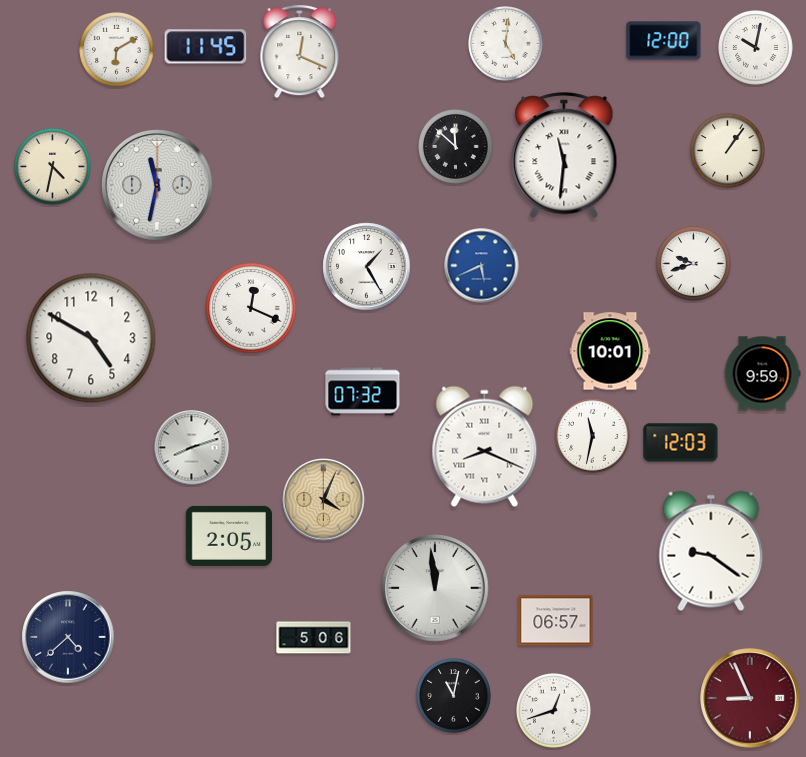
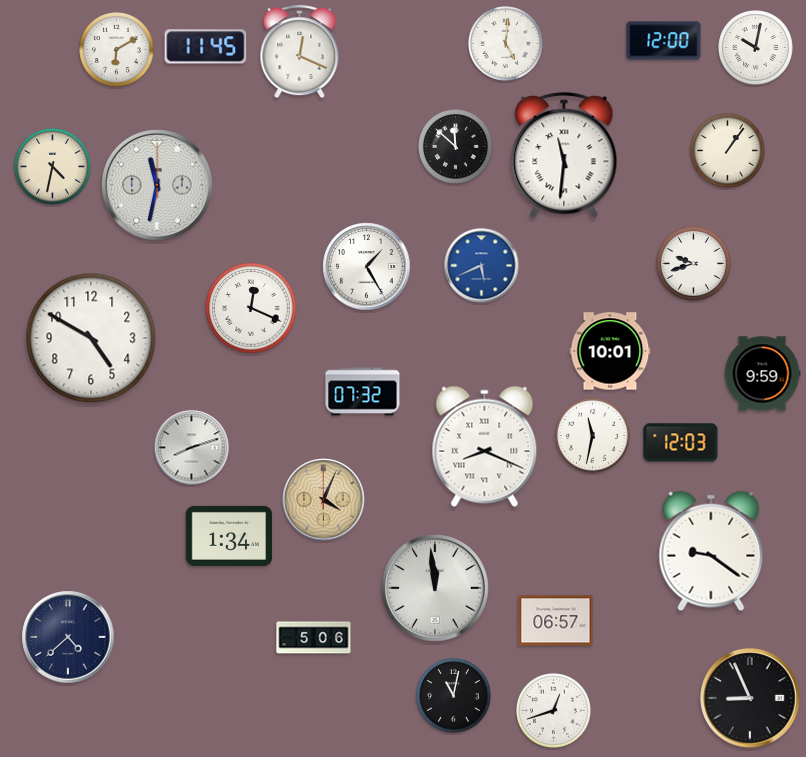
clock at (229, 536): 2:05 -> 1:34
clock at (750, 698) dial: burgundy -> black
